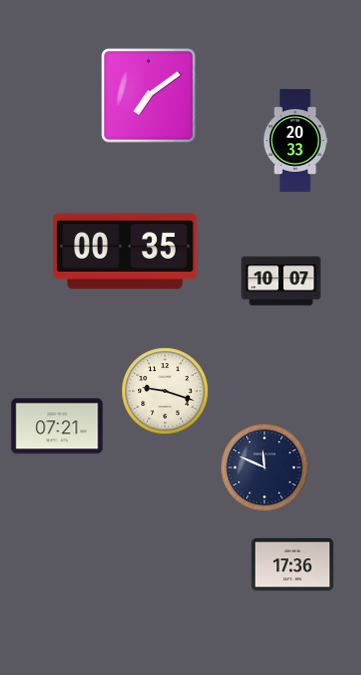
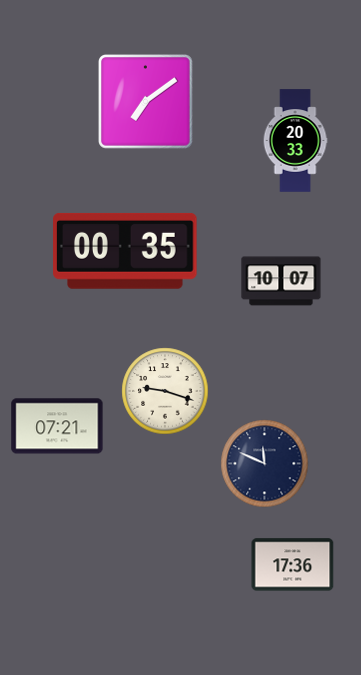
clock at (149, 96) position: (149, 96) -> (146, 102)
clock at (265, 468) position: (265, 468) -> (265, 464)
